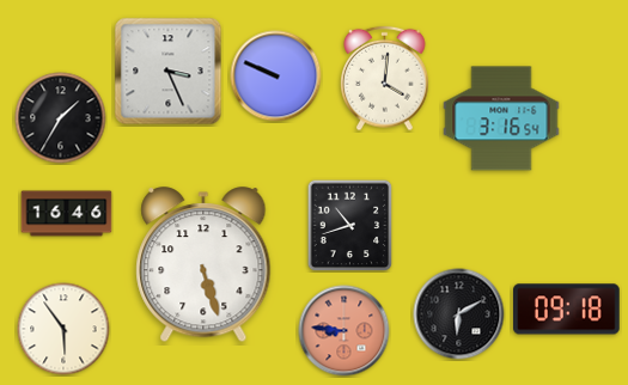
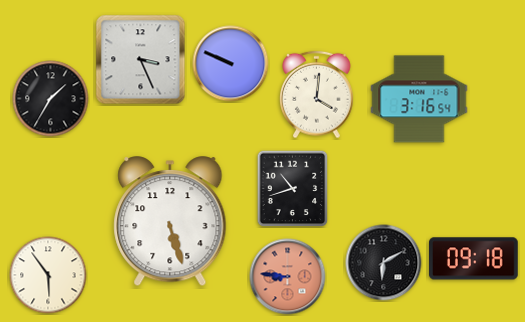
clock at (385, 79) position: (385, 79) -> (317, 95)
clock at (67, 214): 16:46 -> none
clock at (63, 329) position: (63, 329) -> (48, 275)
